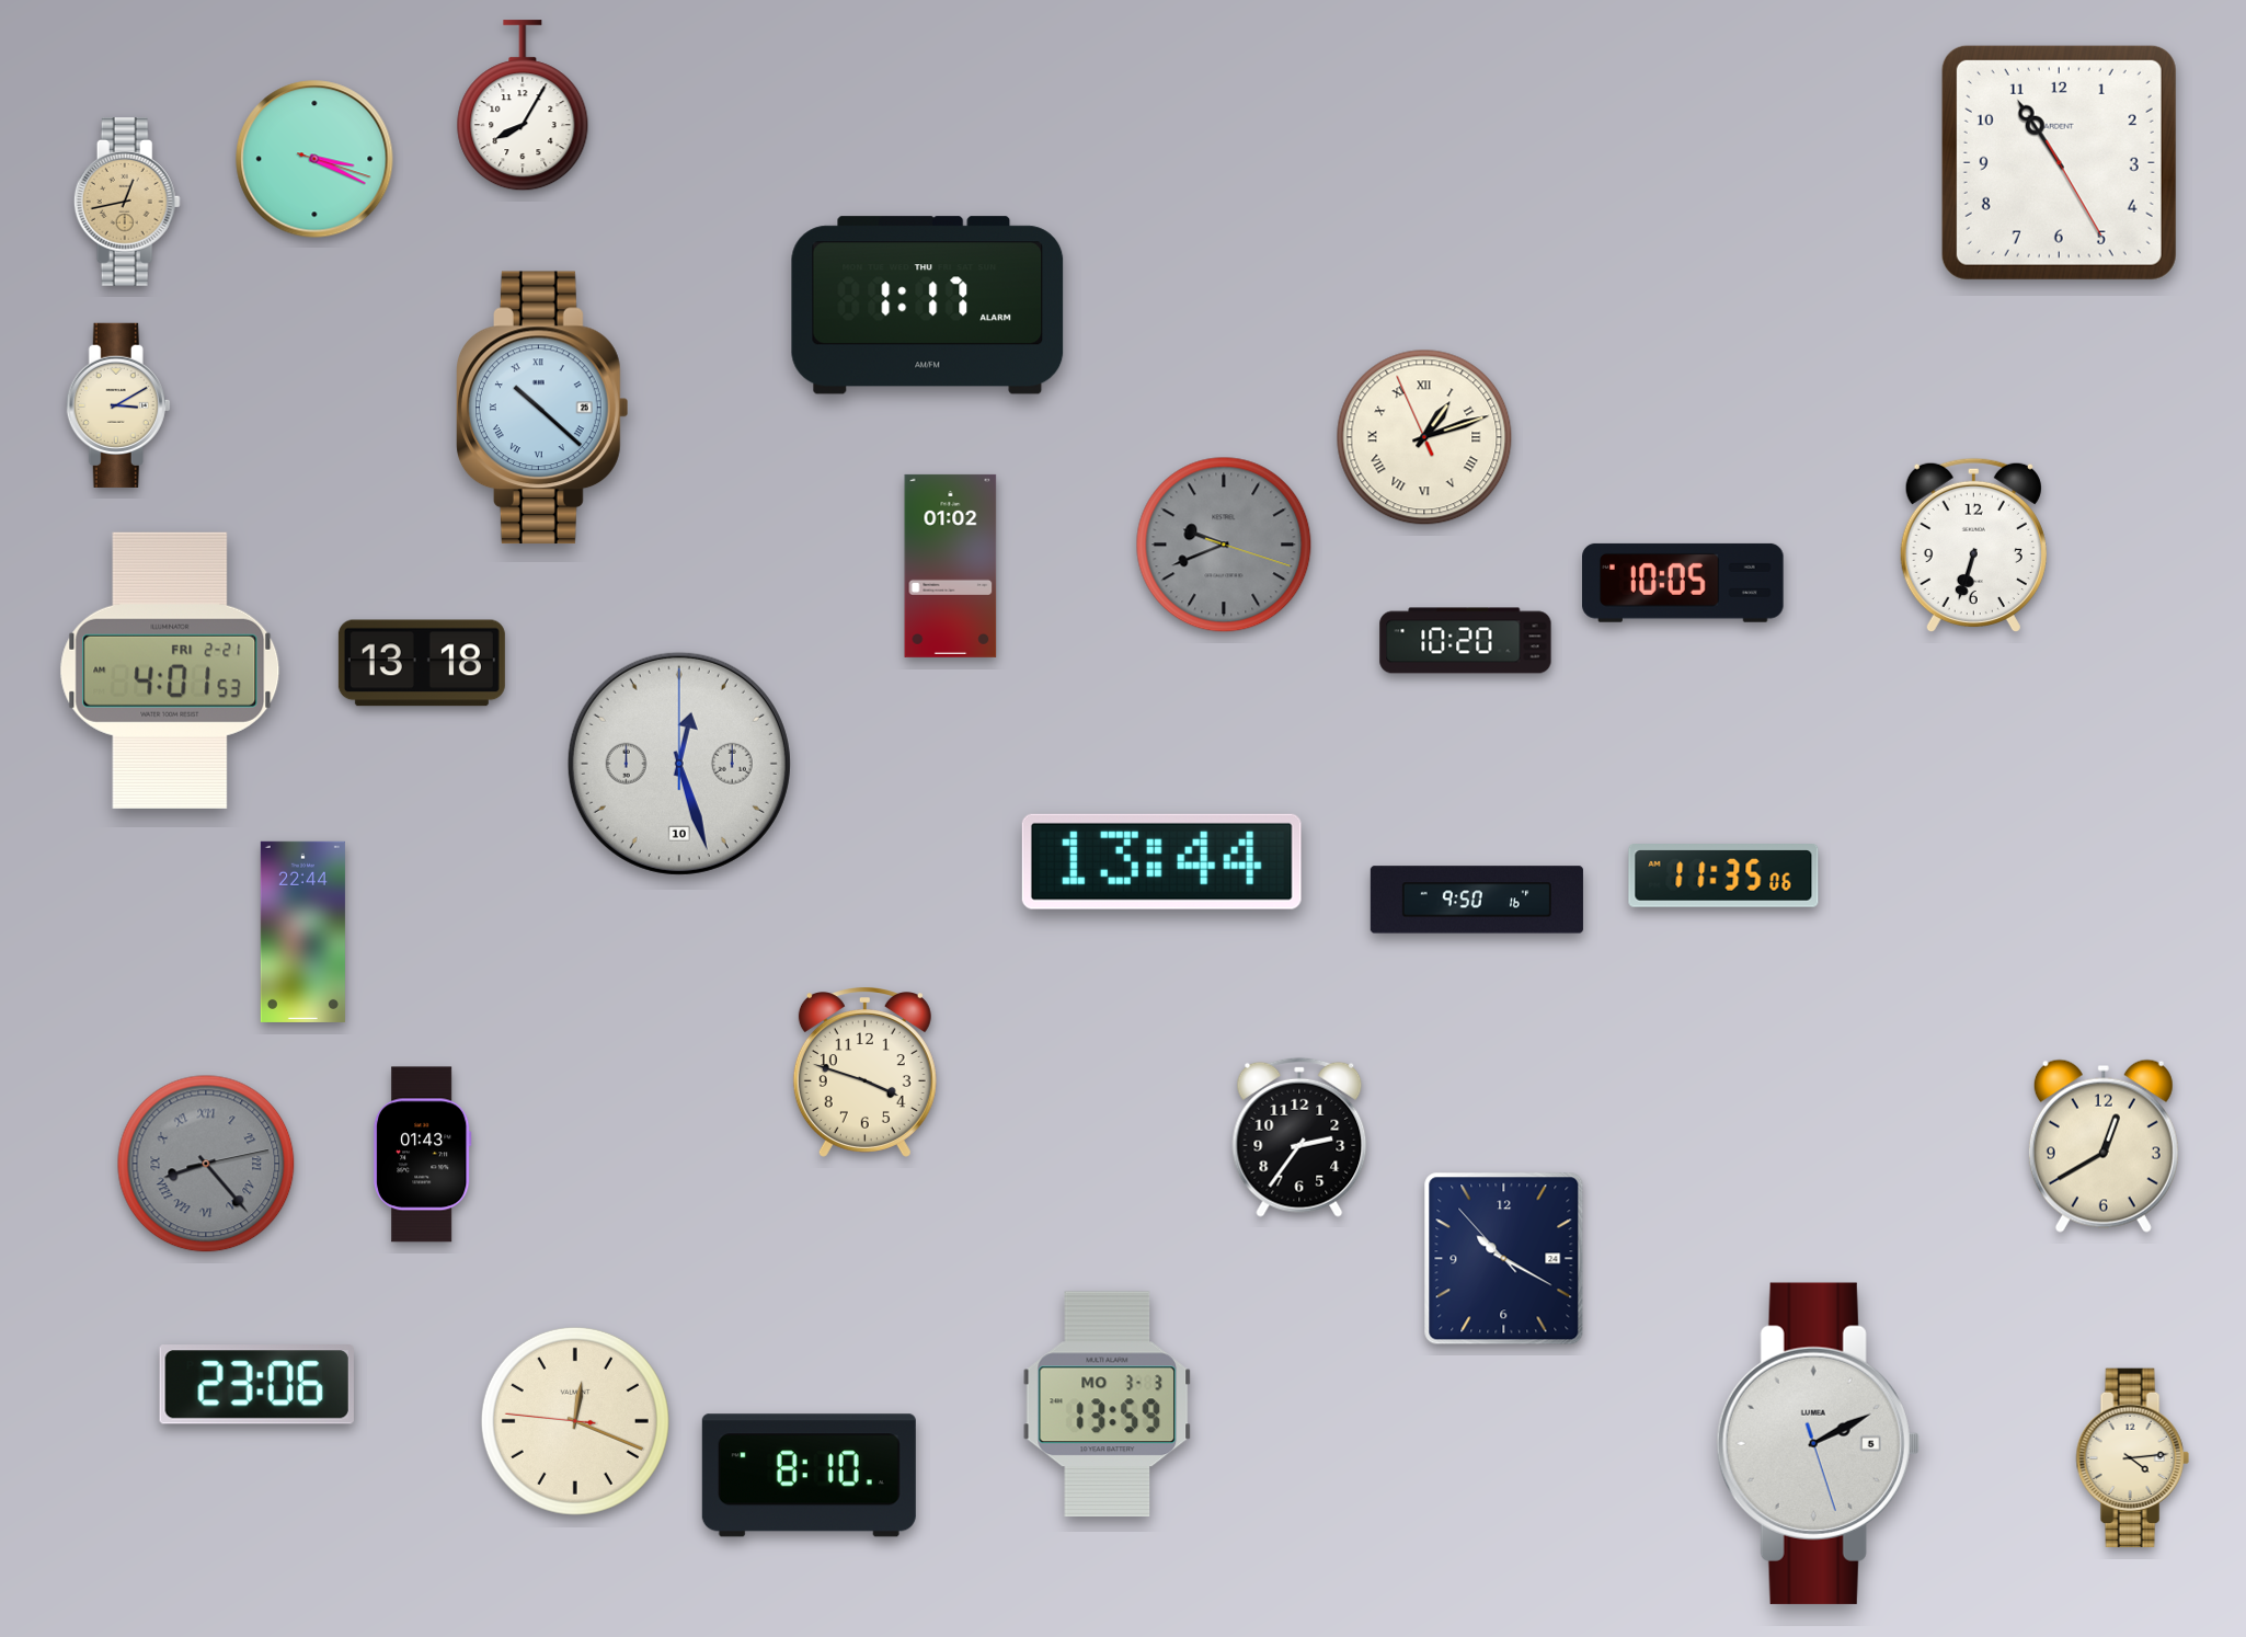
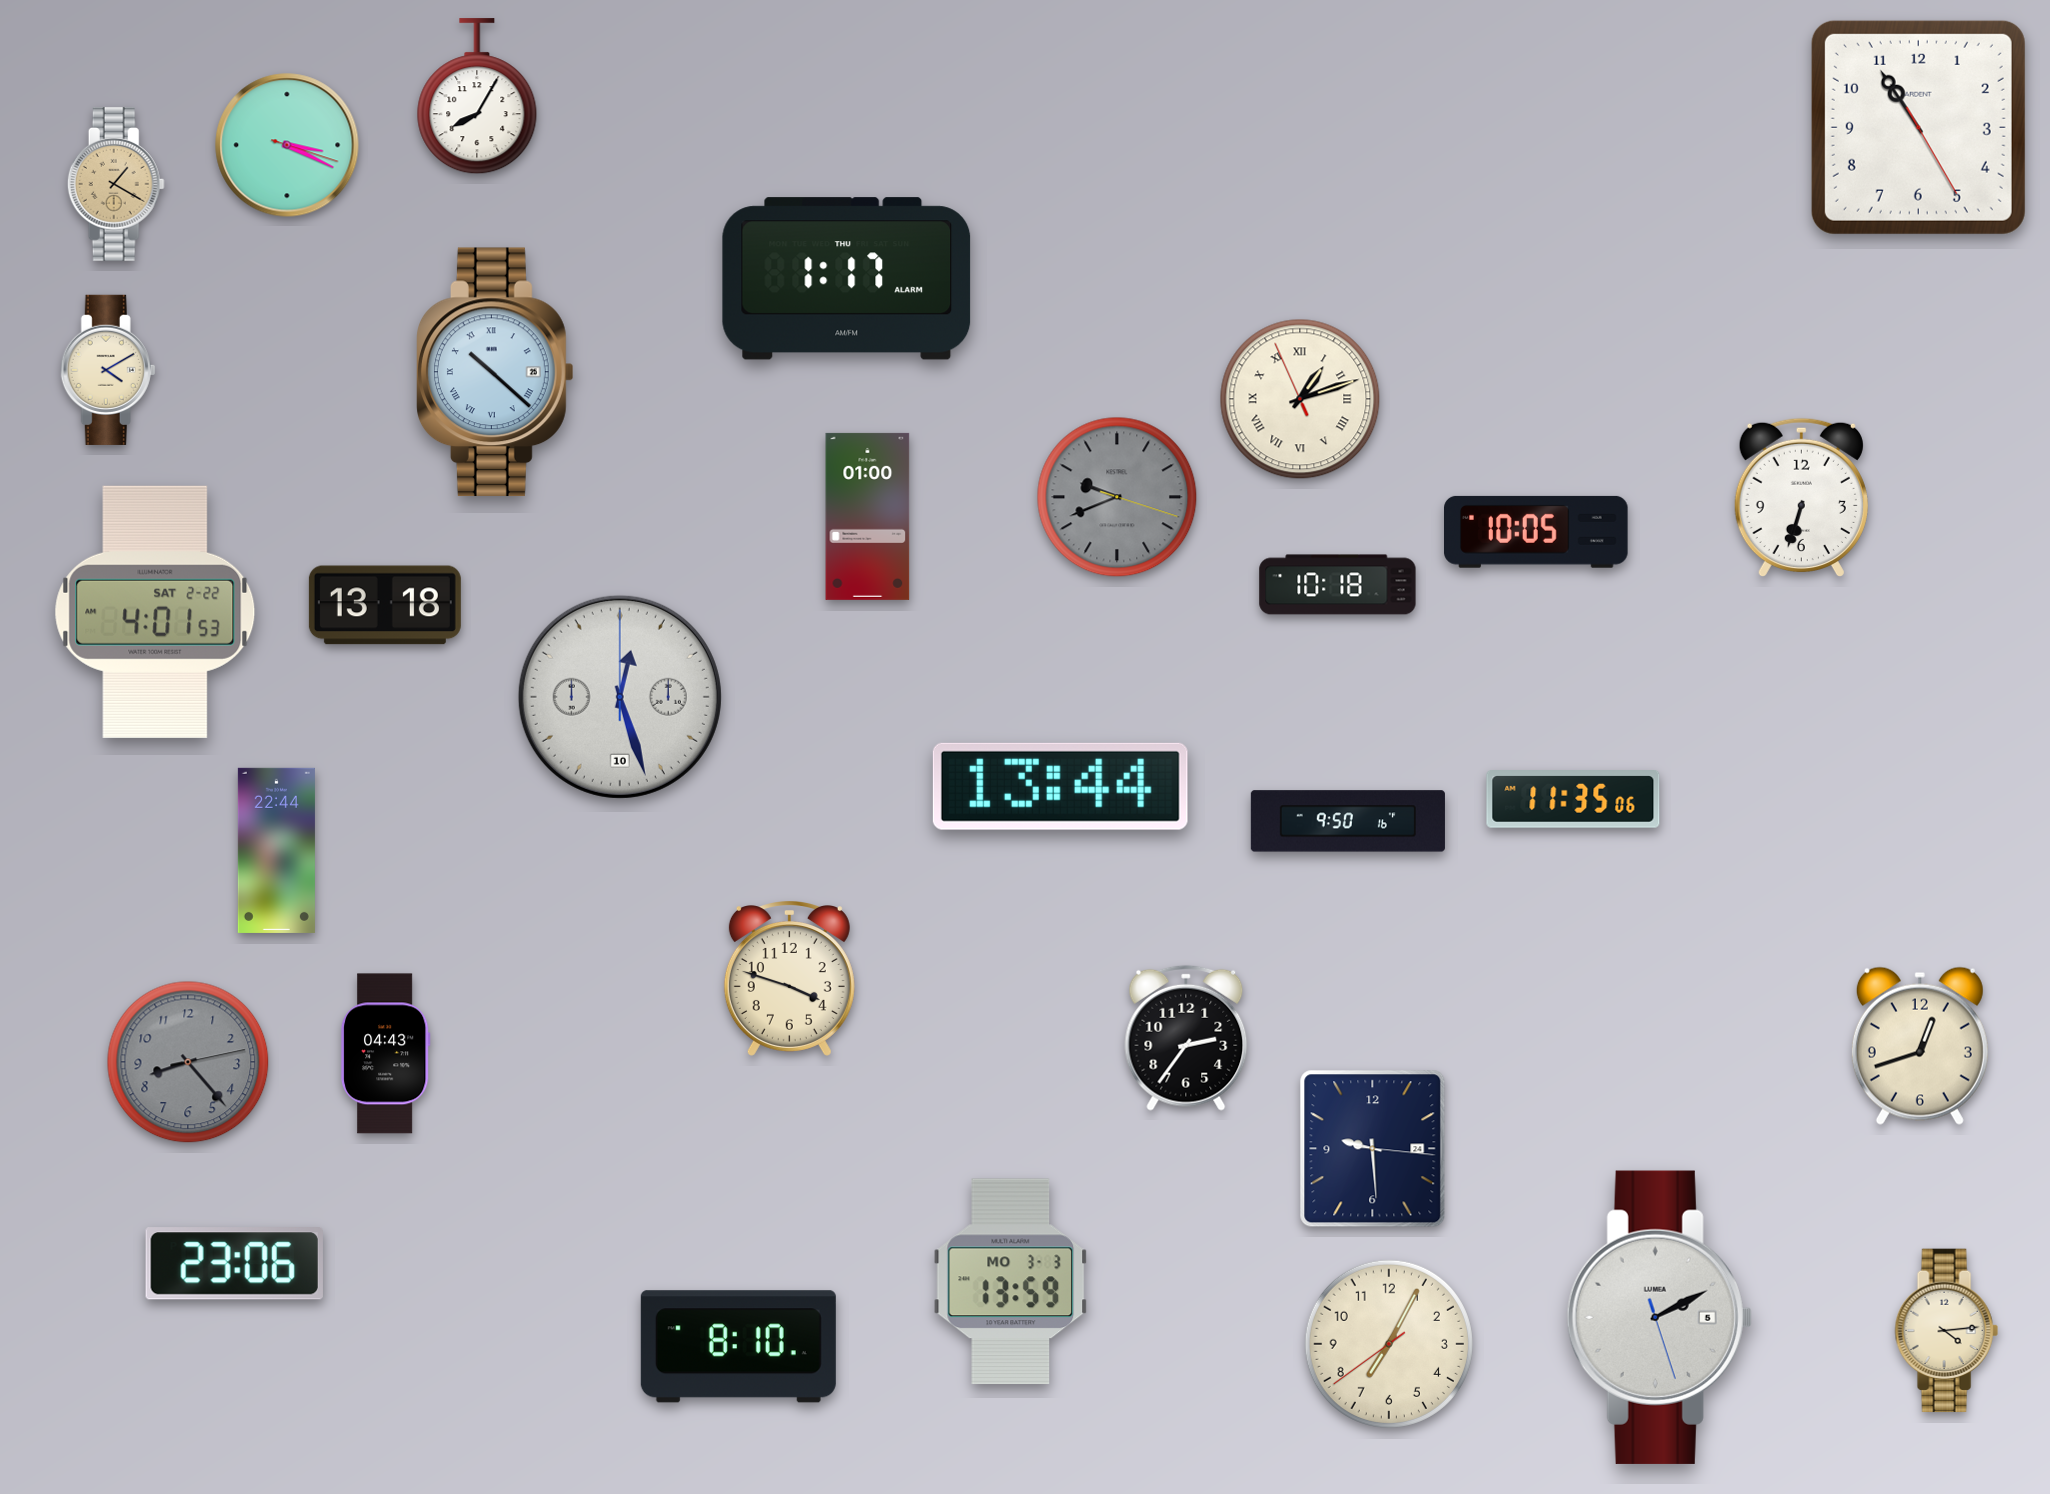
clock at (2059, 162) position: (2059, 162) -> (1918, 127)
clock at (127, 203): 12:43 -> 1:20
clock at (118, 405): 3:10 -> 4:10
clock at (951, 565): 01:02 -> 01:00
clock at (1466, 641): 10:20 -> 10:18
clock at (170, 671) date: FRI 2-21 -> SAT 2-22
clock at (2104, 1146): 12:40 -> 12:42
clock at (422, 1155): 01:43 -> 04:43
clock at (206, 1164) numerals: Roman -> Arabic
clock at (1504, 1259): 10:19 -> 9:29
clock at (575, 1421): 12:18 -> none
clock at (1389, 1344): none -> 7:04
